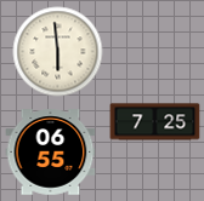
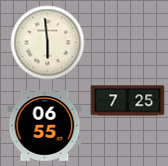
clock at (51, 153) position: (51, 153) -> (45, 126)
